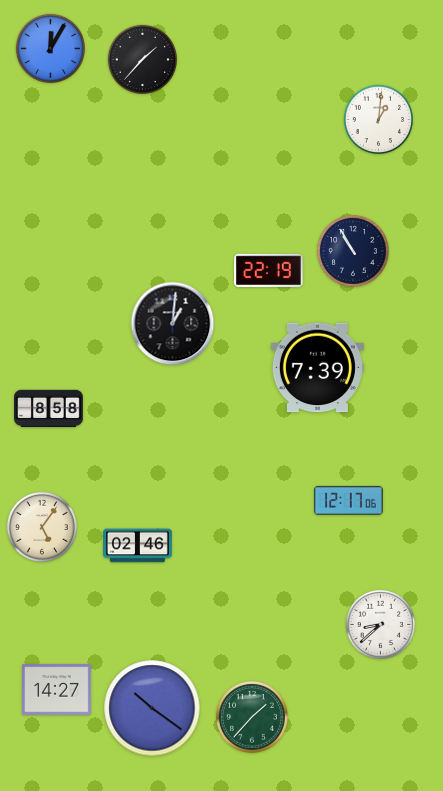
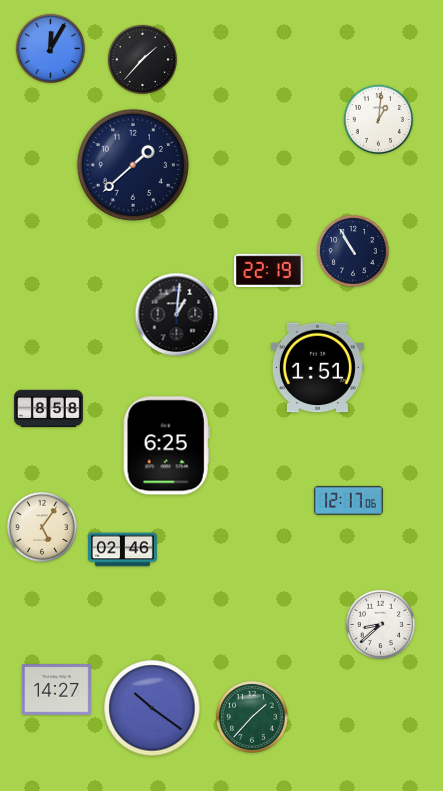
clock at (133, 165): none -> 1:38
clock at (173, 324) position: (173, 324) -> (177, 315)
clock at (317, 368): 7:39 -> 1:51
clock at (166, 446): none -> 6:25
clock at (138, 546) position: (138, 546) -> (123, 550)
